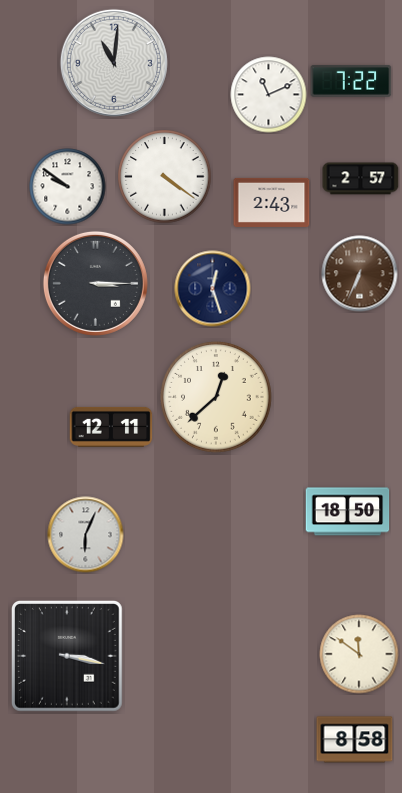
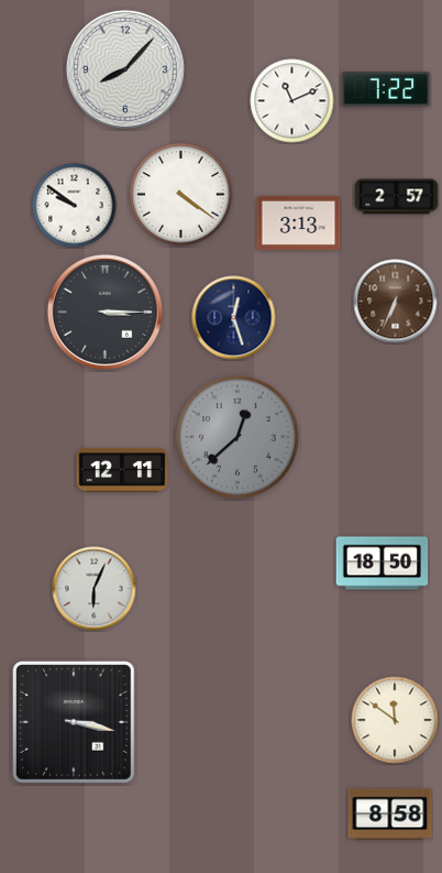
clock at (114, 63): 11:01 -> 8:07
clock at (269, 95) position: (269, 95) -> (292, 101)
clock at (272, 202): 2:43 -> 3:13
clock at (216, 397) dial: cream -> grey
